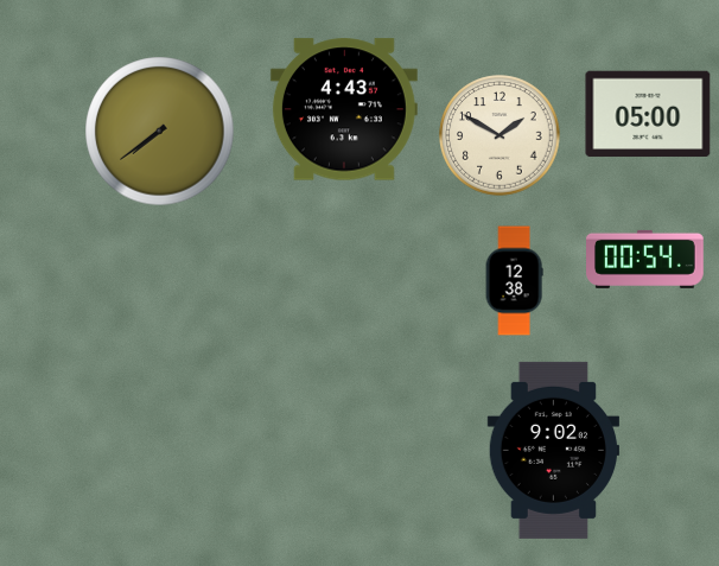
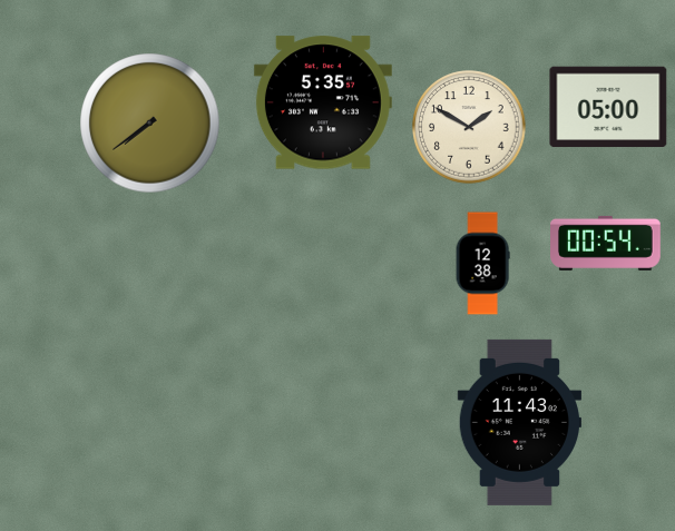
clock at (344, 109): 4:43 -> 5:35
clock at (553, 450): 9:02 -> 11:43
